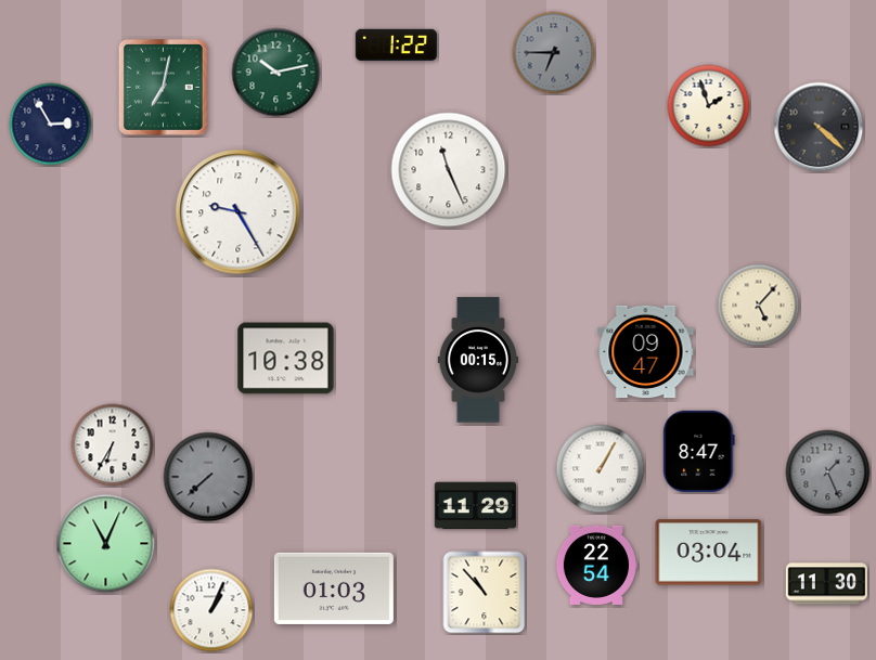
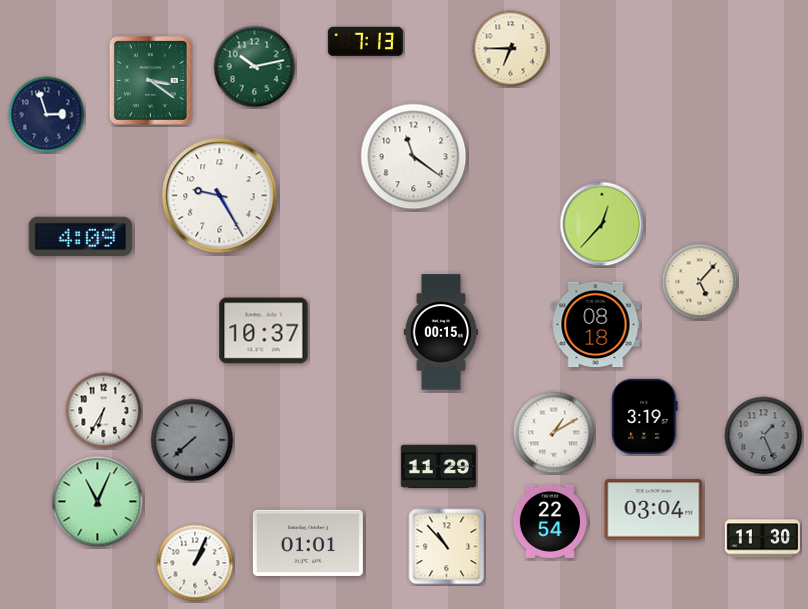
clock at (396, 46): 1:22 -> 7:13
clock at (554, 53) dial: grey -> cream
clock at (163, 87): 7:02 -> 3:21
clock at (709, 106): 1:57 -> none
clock at (51, 125): 2:55 -> 2:57
clock at (819, 127): 4:22 -> none
clock at (449, 170): 11:26 -> 11:21
clock at (602, 224): none -> 12:37
clock at (81, 236): none -> 4:09
clock at (646, 352): 09:47 -> 08:18
clock at (286, 359): 10:38 -> 10:37
clock at (699, 451): 8:47 -> 3:19
clock at (601, 469): 1:05 -> 1:10
clock at (334, 588): 01:03 -> 01:01
